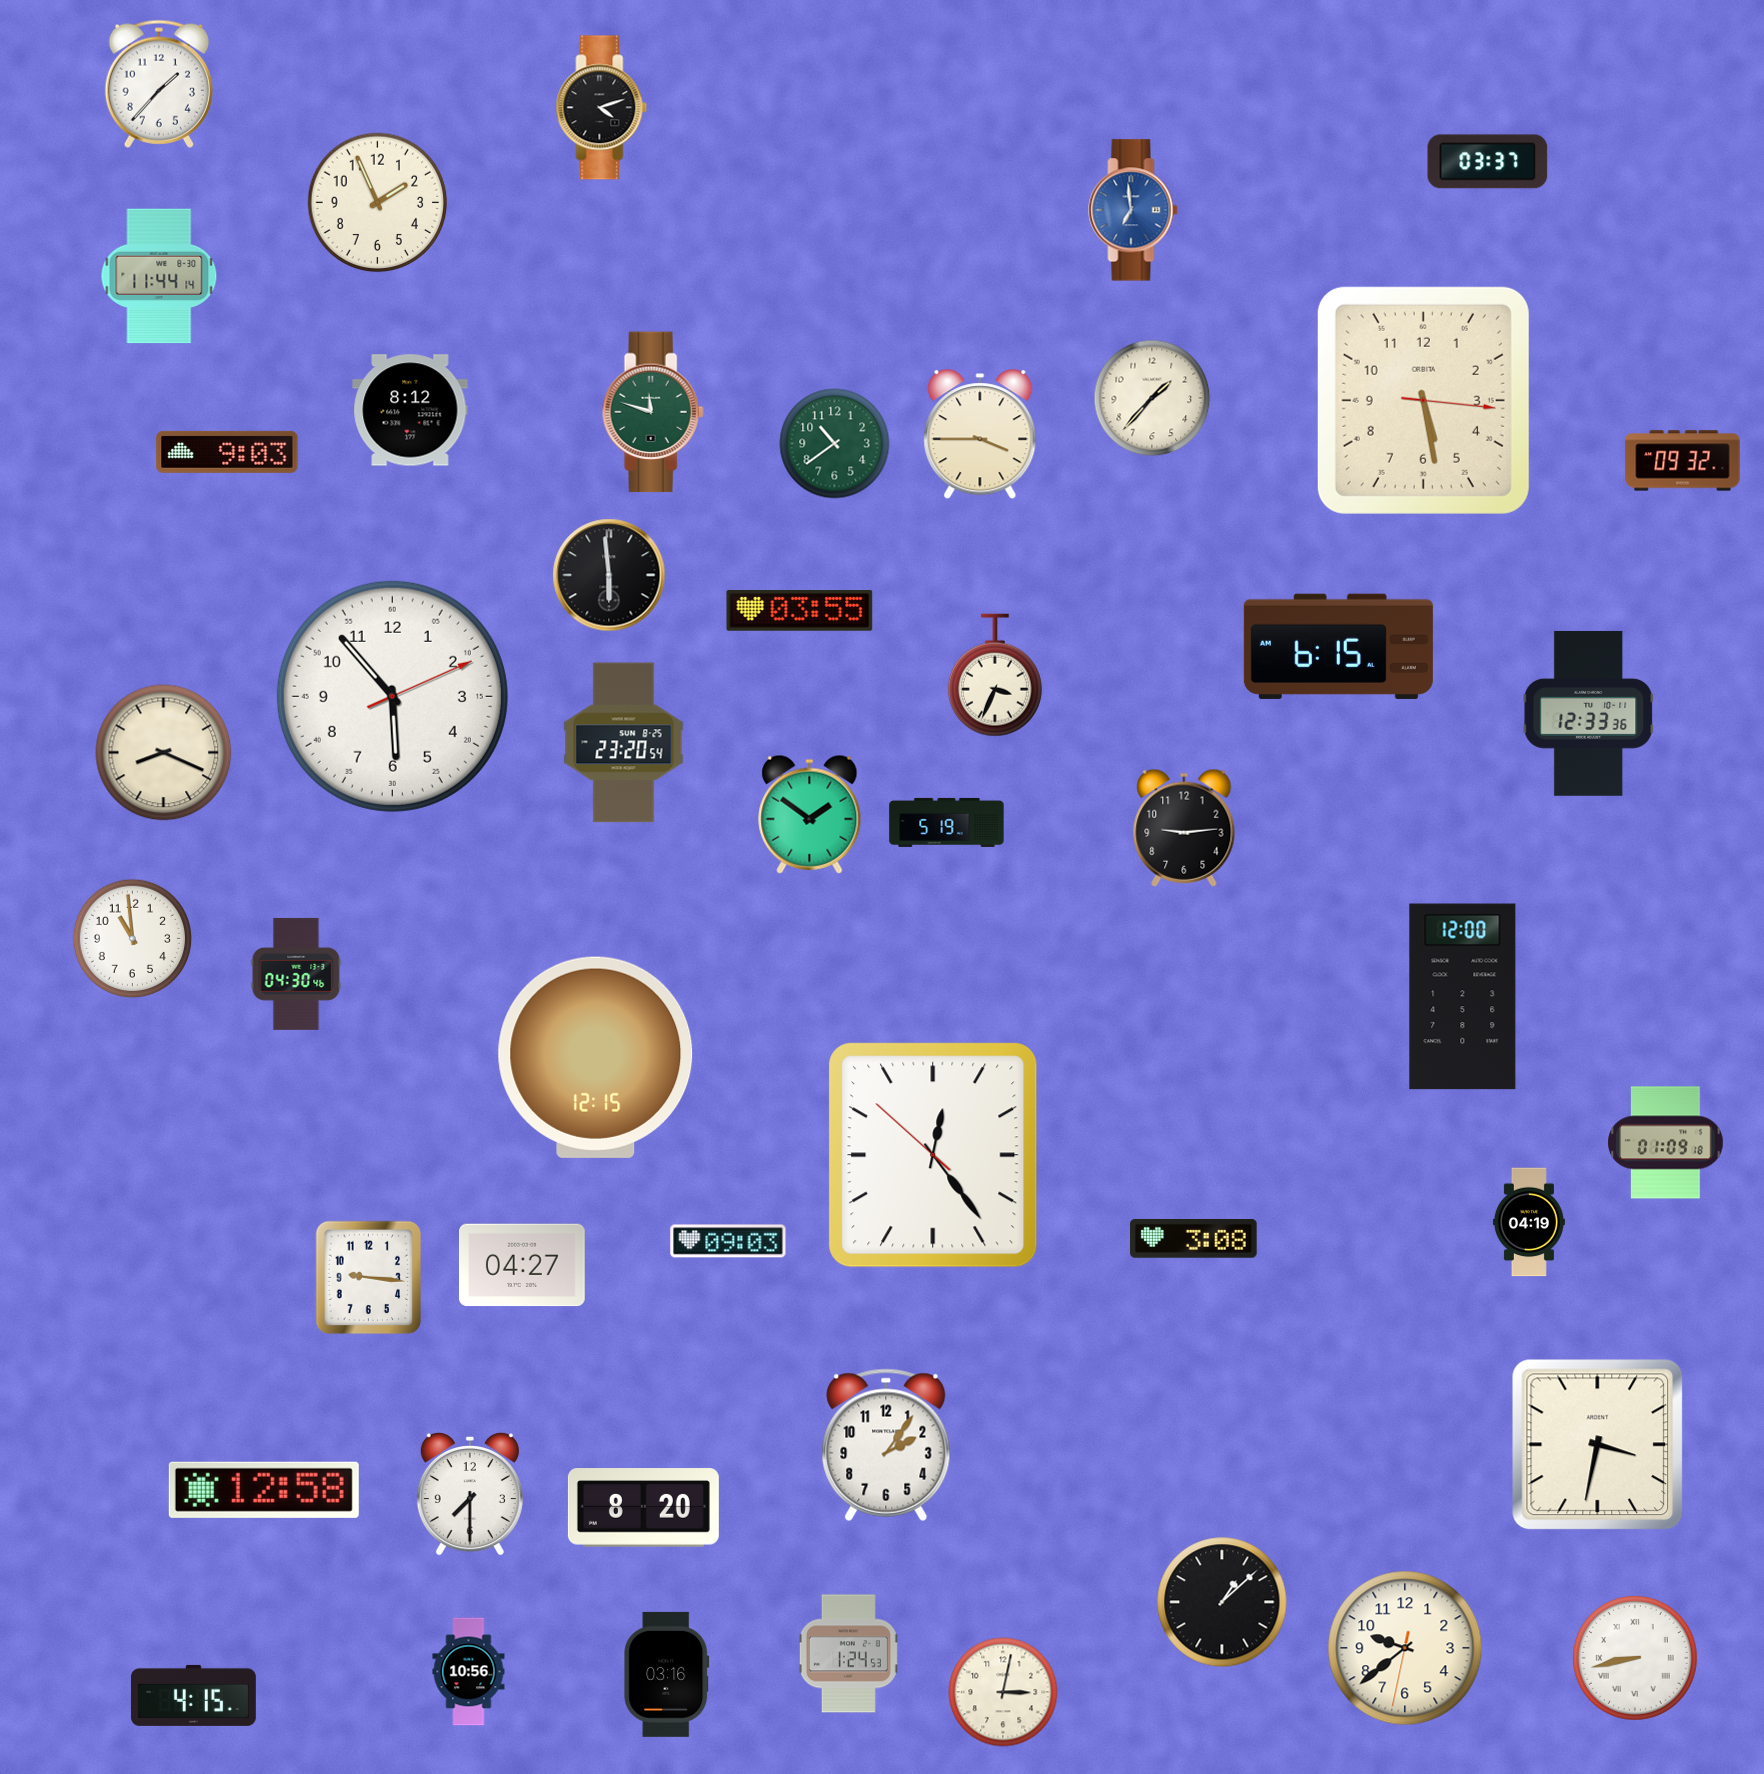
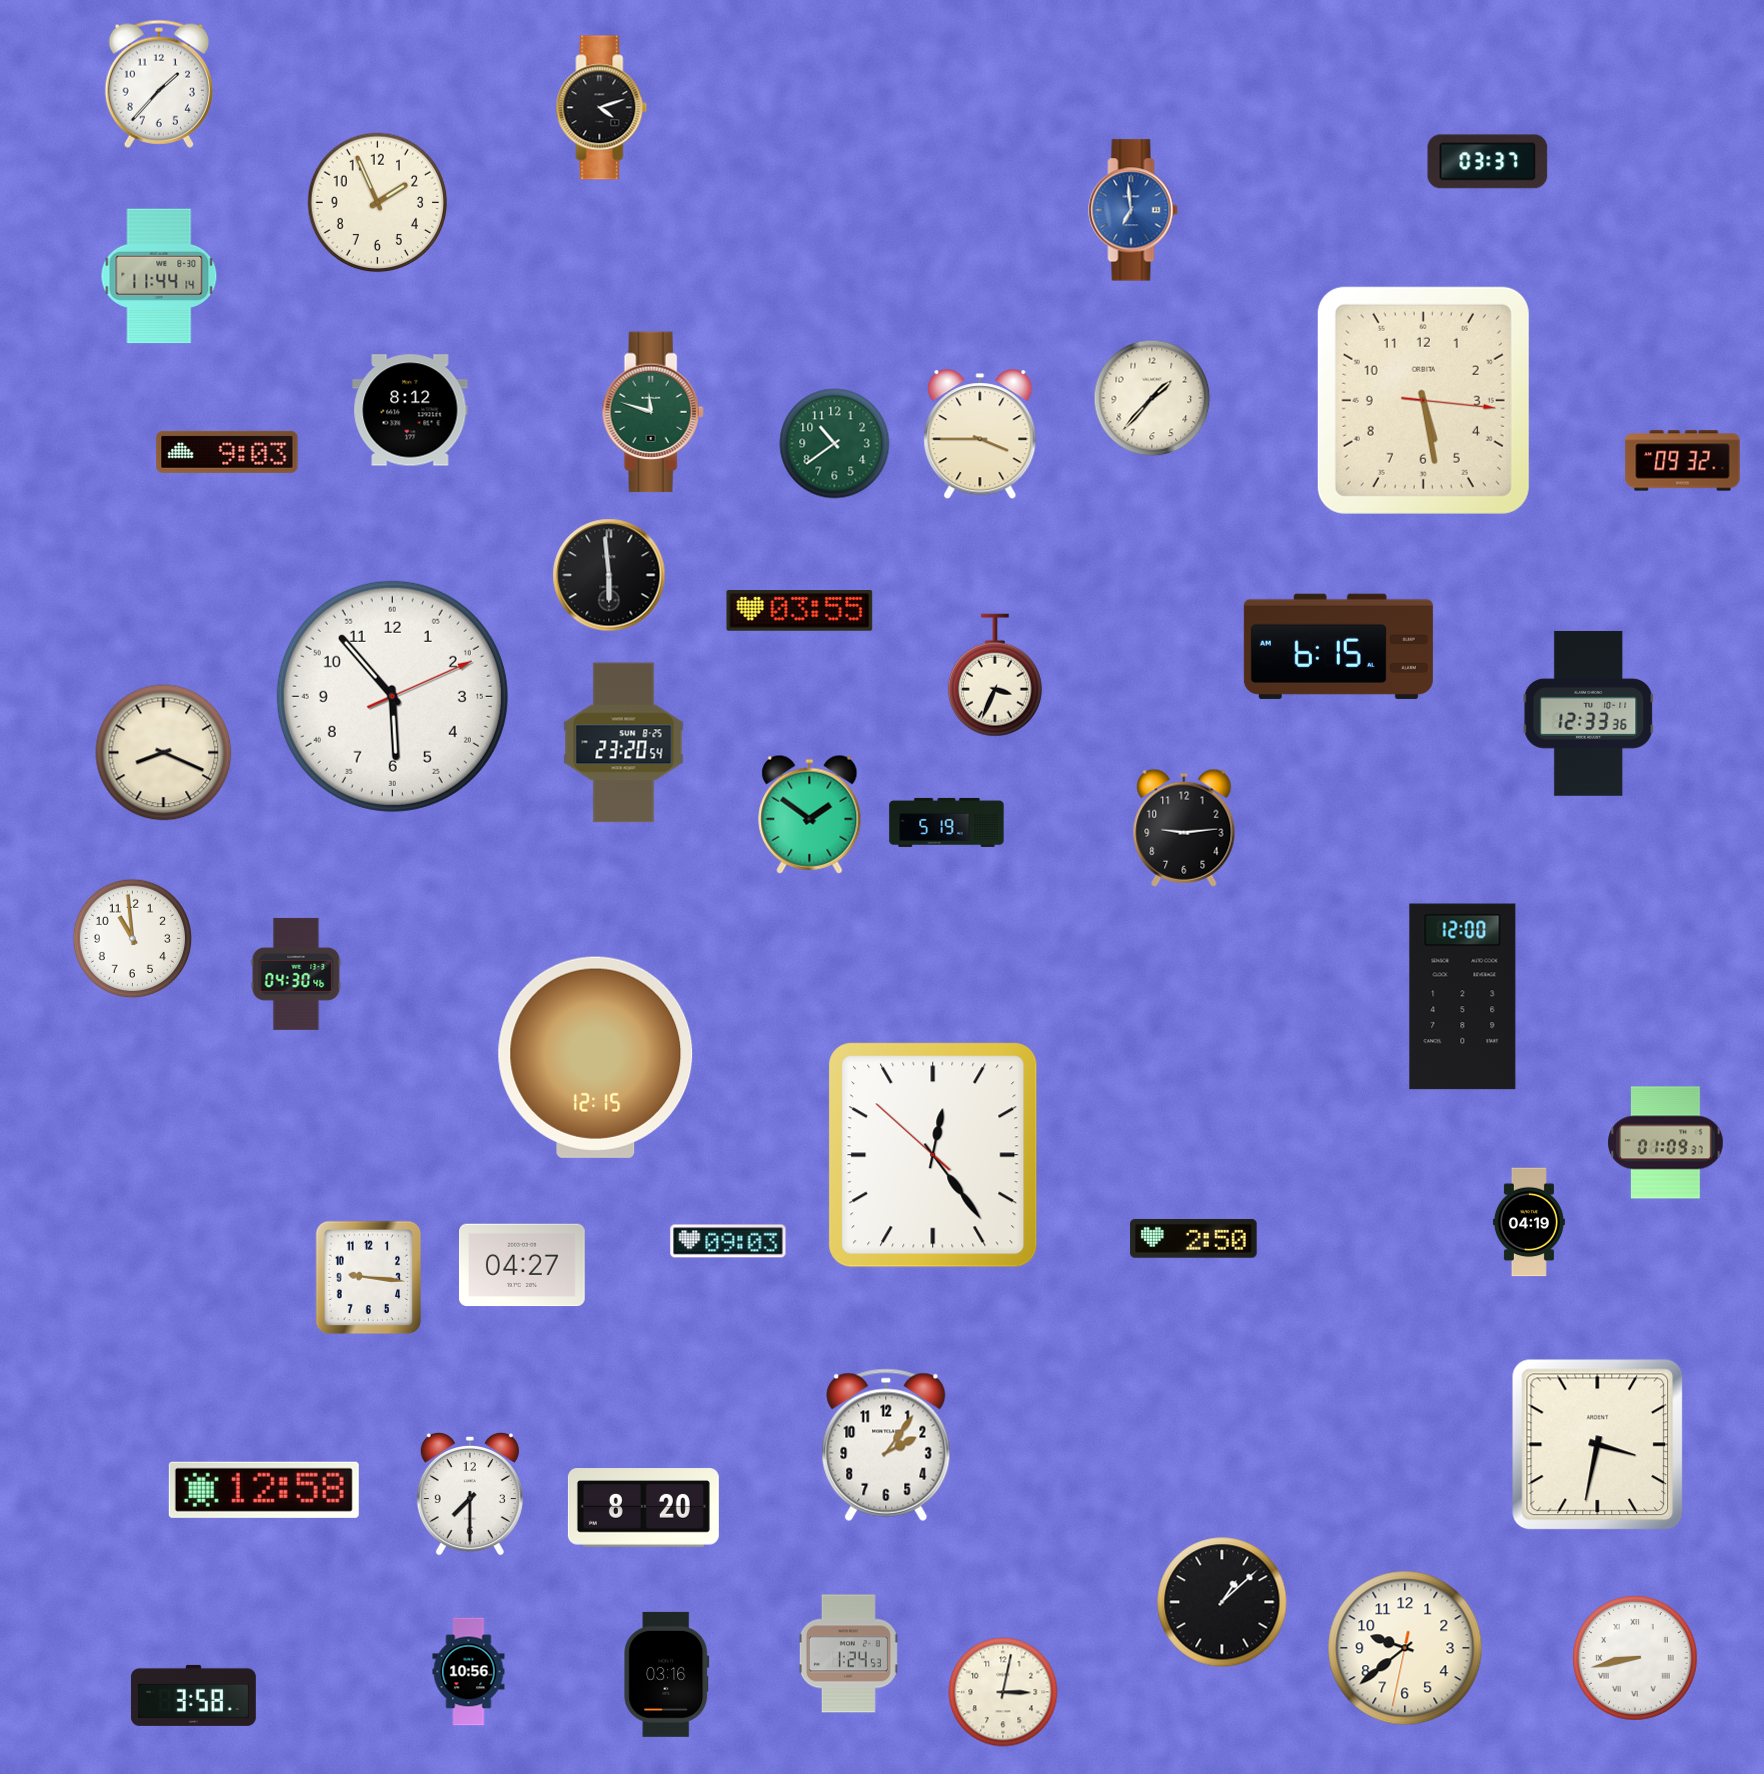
clock at (1666, 1143): 01:09:18 -> 01:09:37
clock at (1194, 1238): 3:08 -> 2:50
clock at (193, 1695): 4:15 -> 3:58
